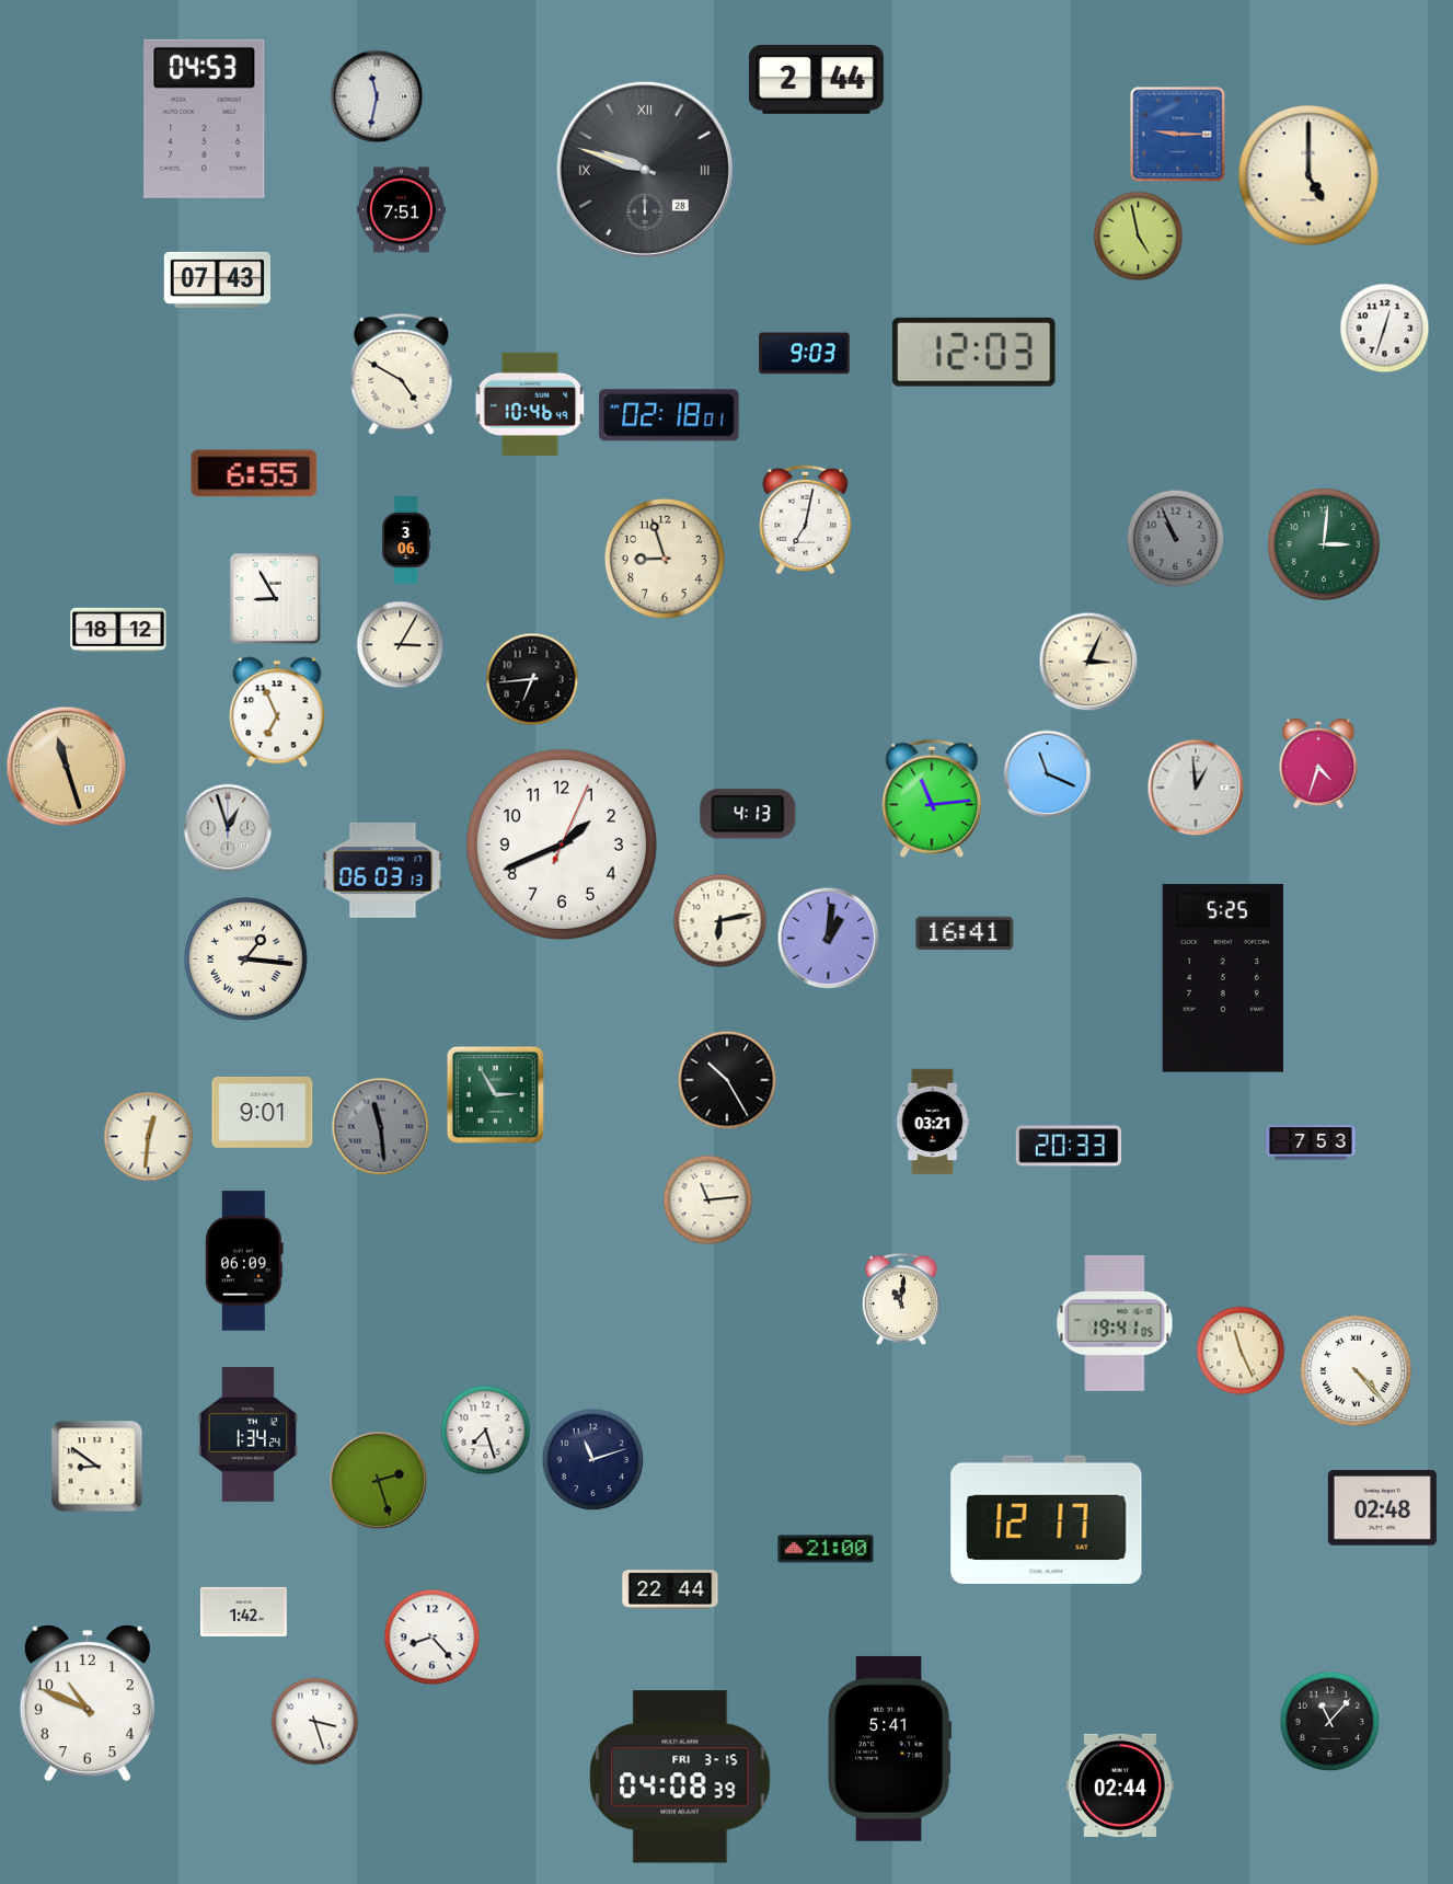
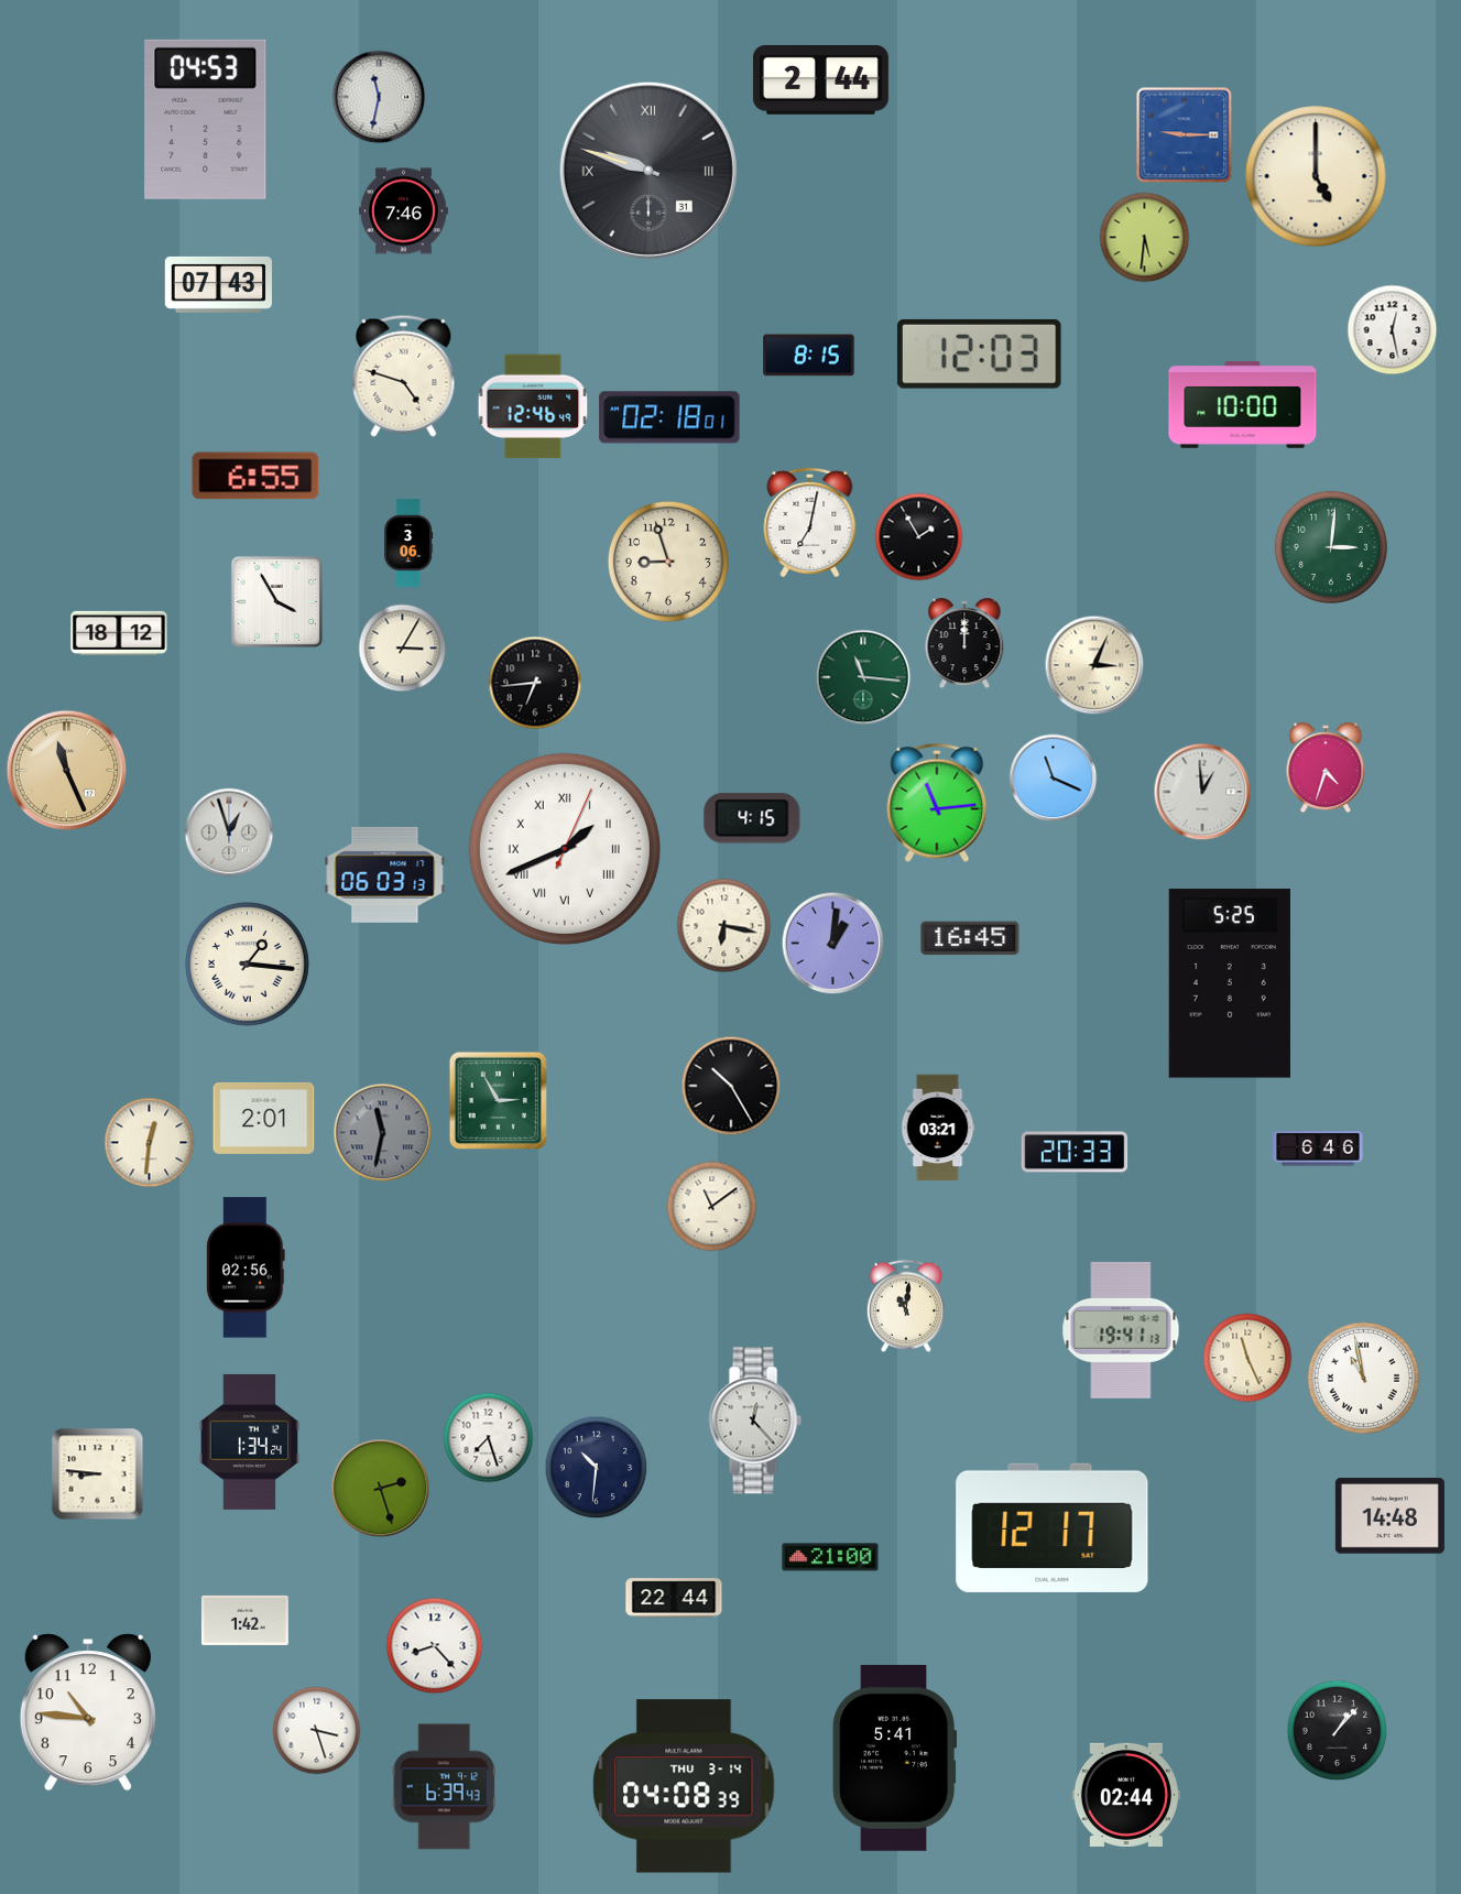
clock at (645, 170) date: 28 -> 31
clock at (402, 210): 7:51 -> 7:46
clock at (1139, 237): 4:58 -> 5:31
clock at (217, 279) position: (217, 279) -> (218, 284)
clock at (1385, 329): 12:33 -> 12:28
clock at (805, 354): 9:03 -> 8:15
clock at (402, 374): 4:50 -> 4:48
clock at (1243, 404): none -> 10:00
clock at (530, 404): 10:46 -> 12:46
clock at (669, 415) position: (669, 415) -> (669, 417)
clock at (919, 537): none -> 1:55
clock at (1176, 539): 10:56 -> none
clock at (275, 598): 8:55 -> 3:55
clock at (964, 643): none -> 12:00
clock at (863, 677): none -> 11:16
clock at (277, 712): 6:56 -> none
clock at (67, 767): 11:27 -> 11:26
clock at (748, 814): 4:13 -> 4:15
clock at (562, 845) numerals: Arabic -> Roman
clock at (720, 921): 6:13 -> 6:17
clock at (965, 933): 16:41 -> 16:45
clock at (263, 1112): 9:01 -> 2:01
clock at (381, 1127): 11:29 -> 11:32
clock at (1311, 1142): 7:53 -> 6:46
clock at (708, 1201): 11:14 -> 11:09
clock at (244, 1261): 06:09 -> 02:56
clock at (1115, 1323): 19:41:05 -> 19:41:13
clock at (1356, 1370): 4:23 -> 10:58
clock at (755, 1420): none -> 12:23
clock at (593, 1460): 11:12 -> 10:31
clock at (97, 1467): 8:51 -> 8:46
clock at (1382, 1508): 02:48 -> 14:48
clock at (88, 1703): 10:49 -> 10:46
clock at (1330, 1722): 11:07 -> 1:07
clock at (680, 1777) date: FRI 3-15 -> THU 3-14
clock at (444, 1787): none -> 6:39
